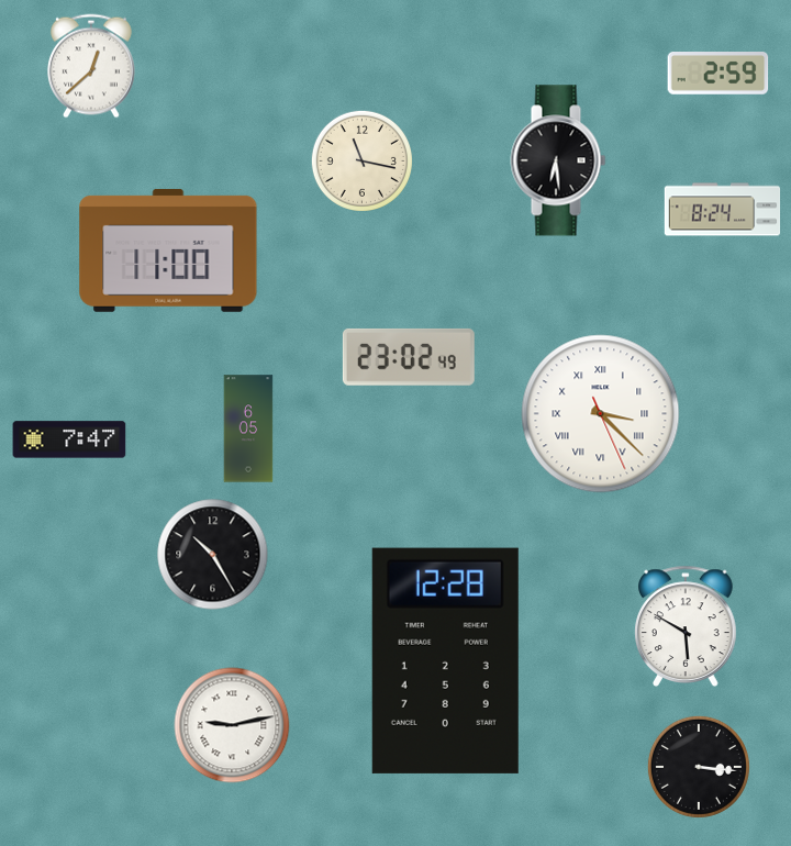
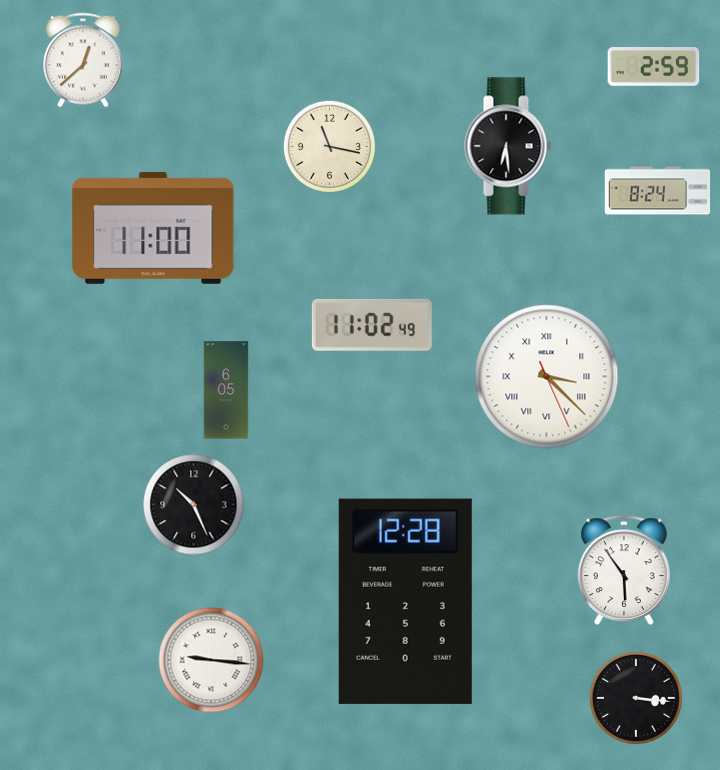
clock at (409, 357): 23:02 -> 11:02
clock at (69, 439): 7:47 -> none
clock at (213, 555): 10:25 -> 10:26
clock at (686, 626): 5:50 -> 5:54
clock at (232, 725): 9:13 -> 9:16
